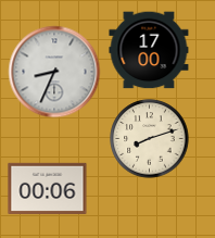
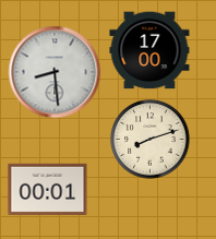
clock at (54, 72): 8:34 -> 8:29
clock at (48, 188): 00:06 -> 00:01
